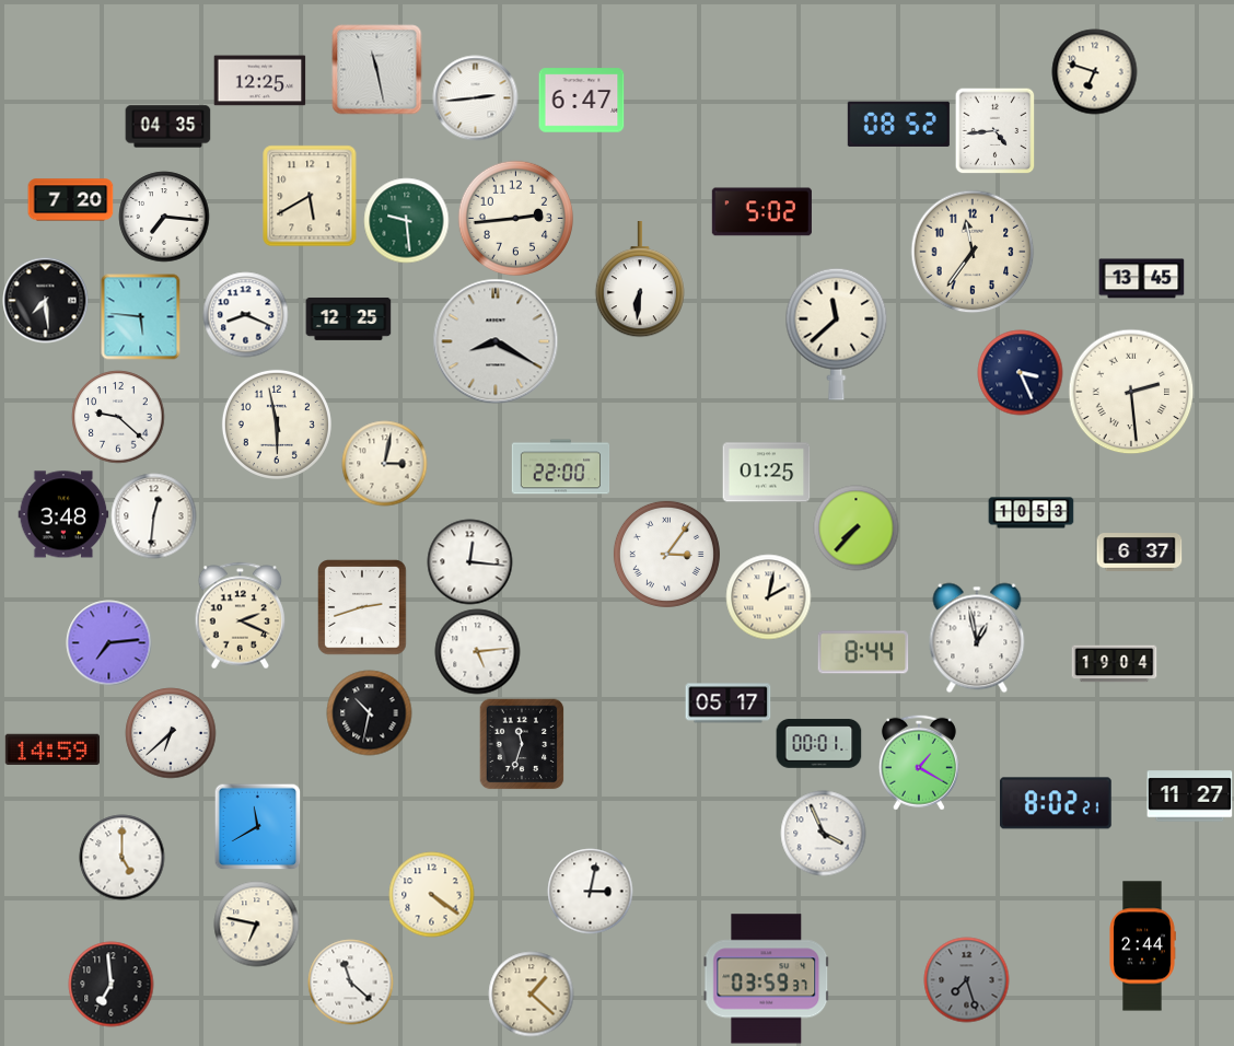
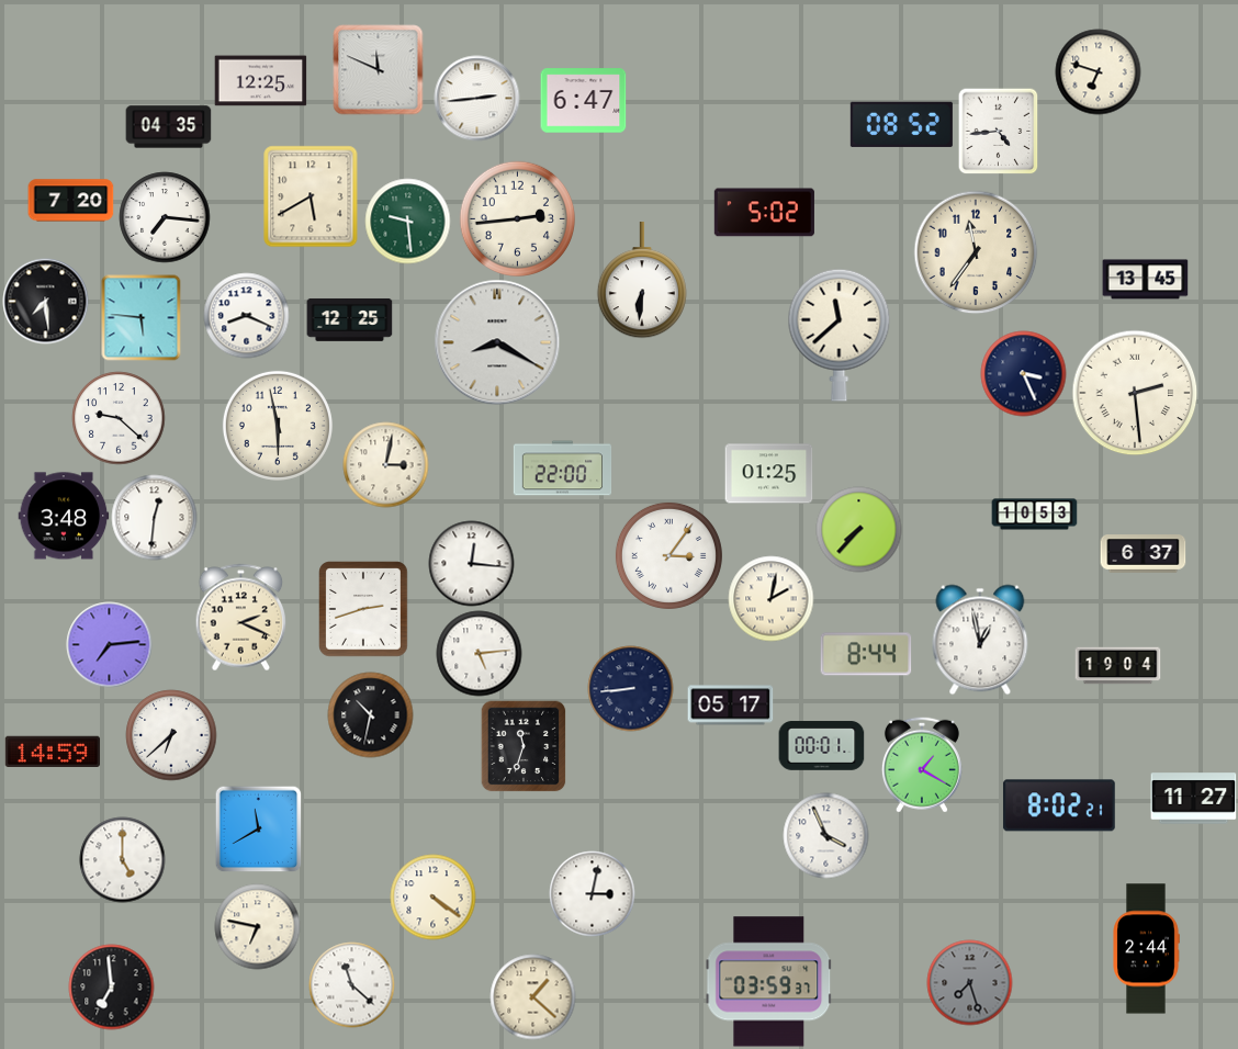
clock at (376, 69): 11:28 -> 11:49
clock at (630, 688): none -> 8:44
